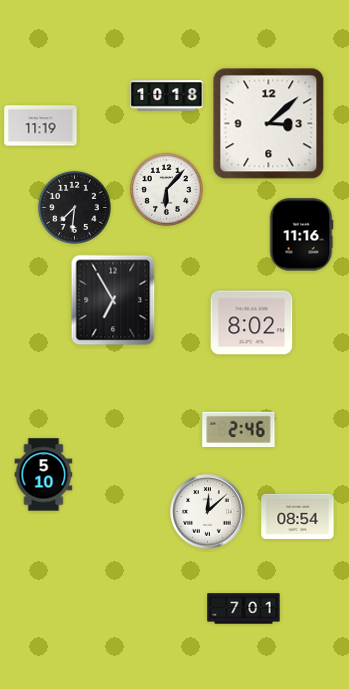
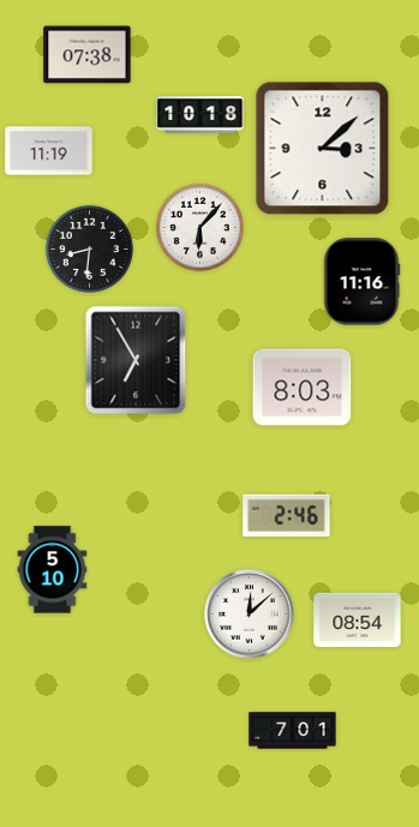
clock at (88, 55): none -> 07:38
clock at (74, 207): 7:31 -> 8:31
clock at (252, 323): 8:02 -> 8:03
